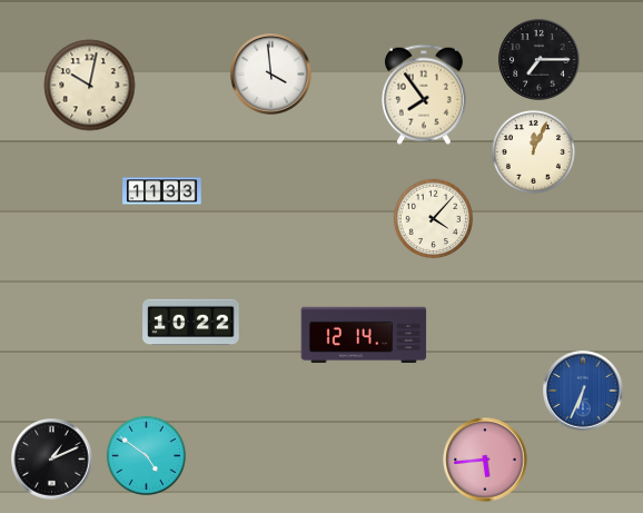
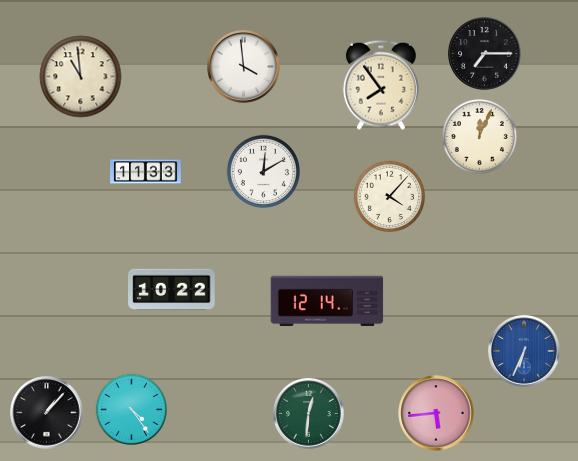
clock at (90, 86): 10:02 -> 10:59
clock at (263, 171): none -> 12:10
clock at (146, 455): 4:51 -> 4:24
clock at (52, 460): 1:11 -> 1:07
clock at (309, 414): none -> 12:31
